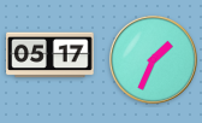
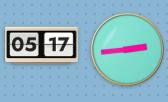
clock at (153, 59): 1:34 -> 2:44
